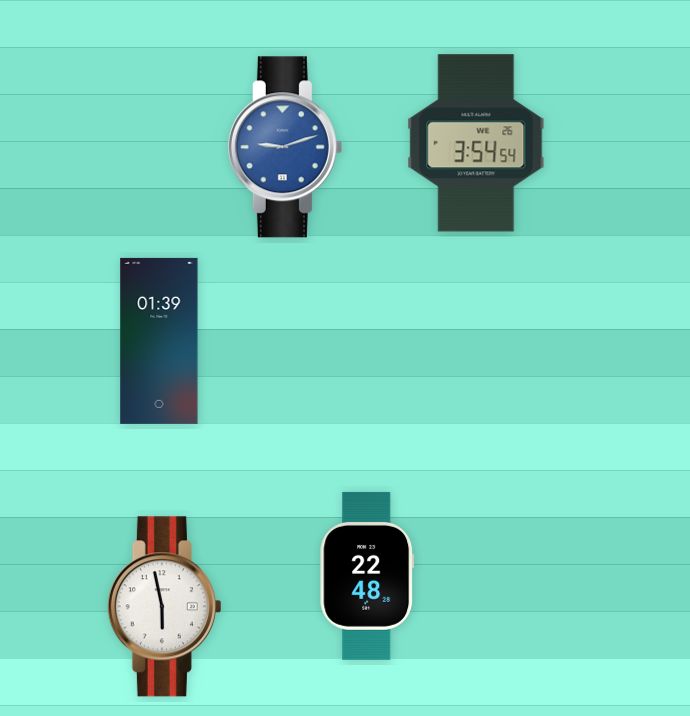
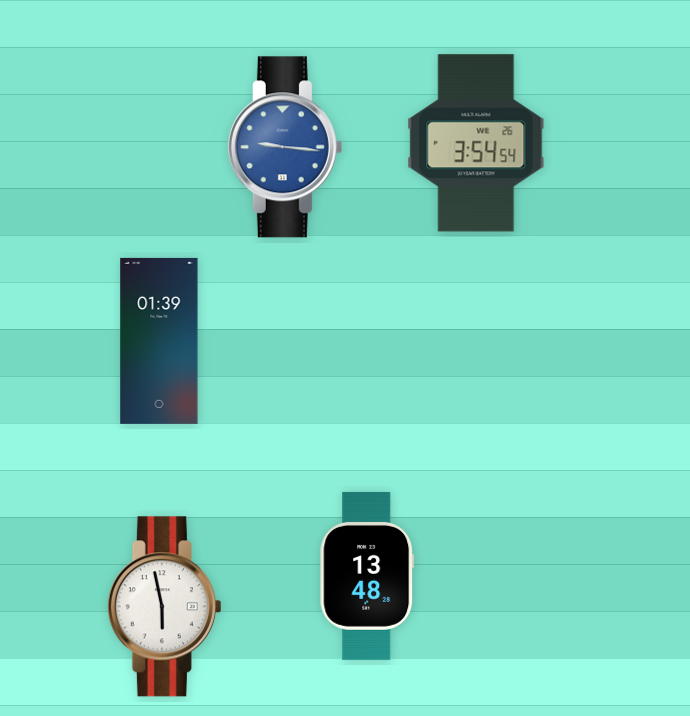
clock at (285, 147): 9:12 -> 9:16
clock at (367, 576): 22:48 -> 13:48
